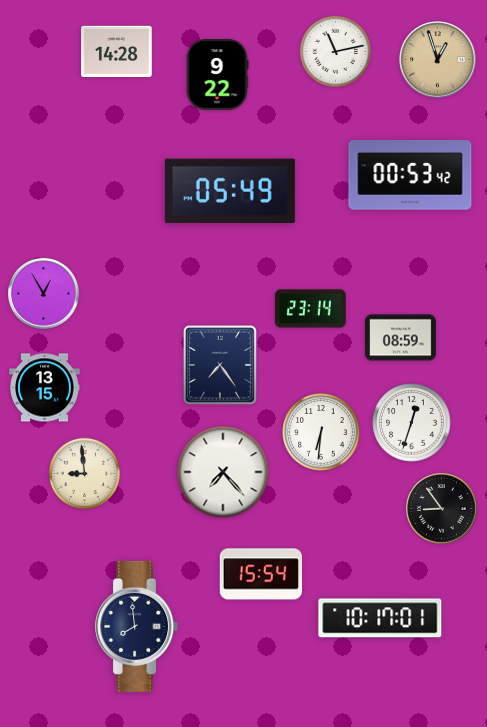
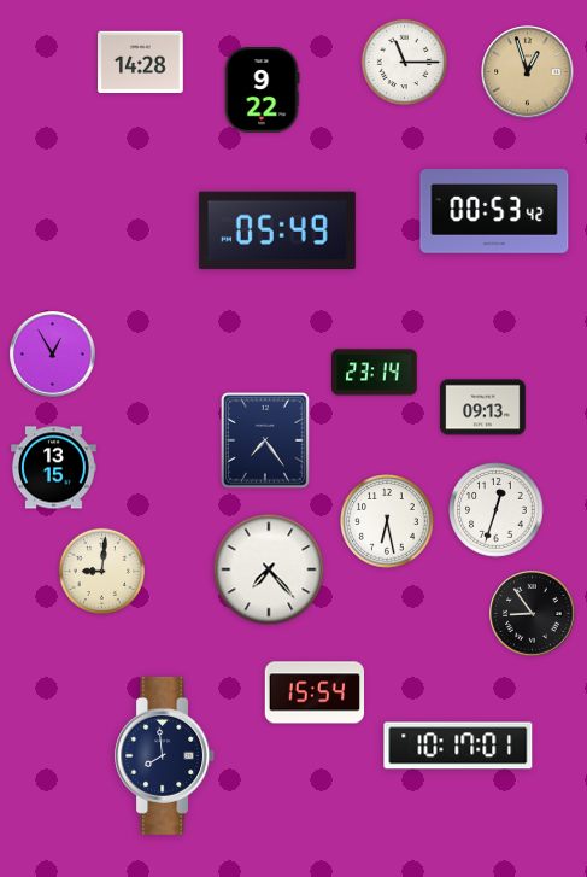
clock at (335, 51): 11:13 -> 11:15
clock at (401, 338): 08:59 -> 09:13
clock at (321, 432): 6:31 -> 6:28
clock at (84, 473): 8:59 -> 9:01
